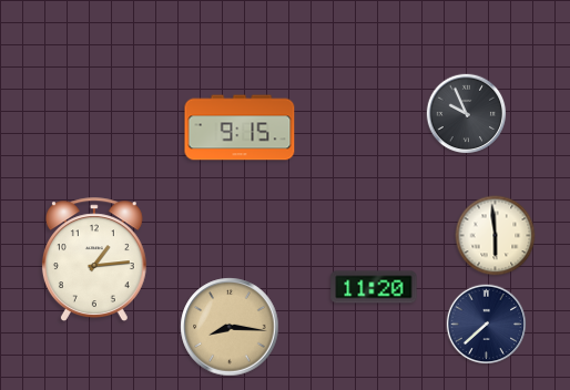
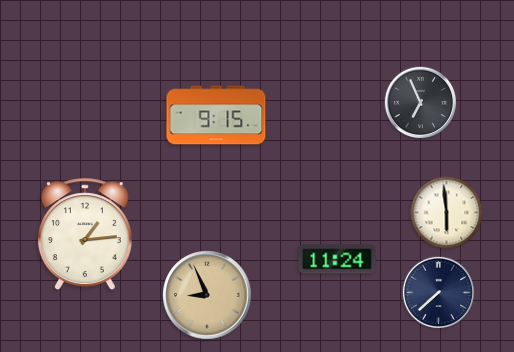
clock at (467, 114): 9:56 -> 6:56
clock at (374, 287): 11:20 -> 11:24
clock at (230, 327): 8:16 -> 8:56
